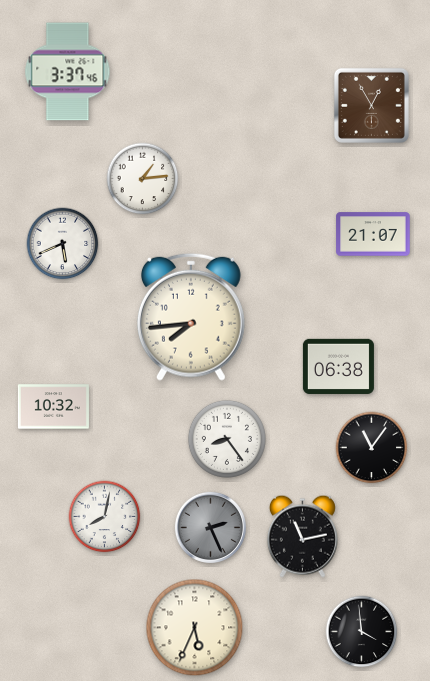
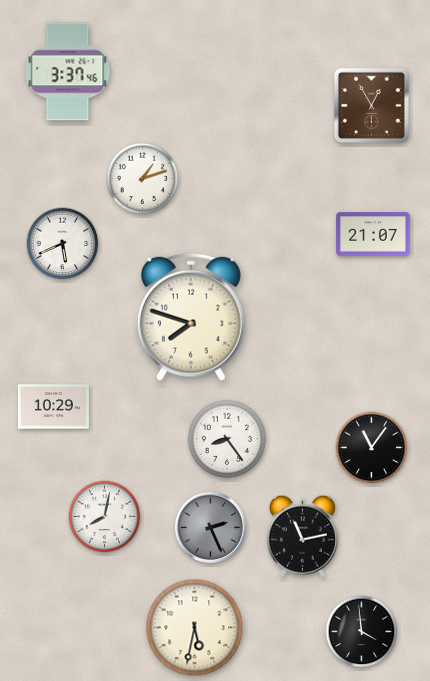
clock at (143, 179): 1:14 -> 1:12
clock at (191, 317): 7:44 -> 7:48
clock at (338, 366): 06:38 -> none
clock at (53, 407): 10:32 -> 10:29
clock at (195, 628): 5:34 -> 5:32
